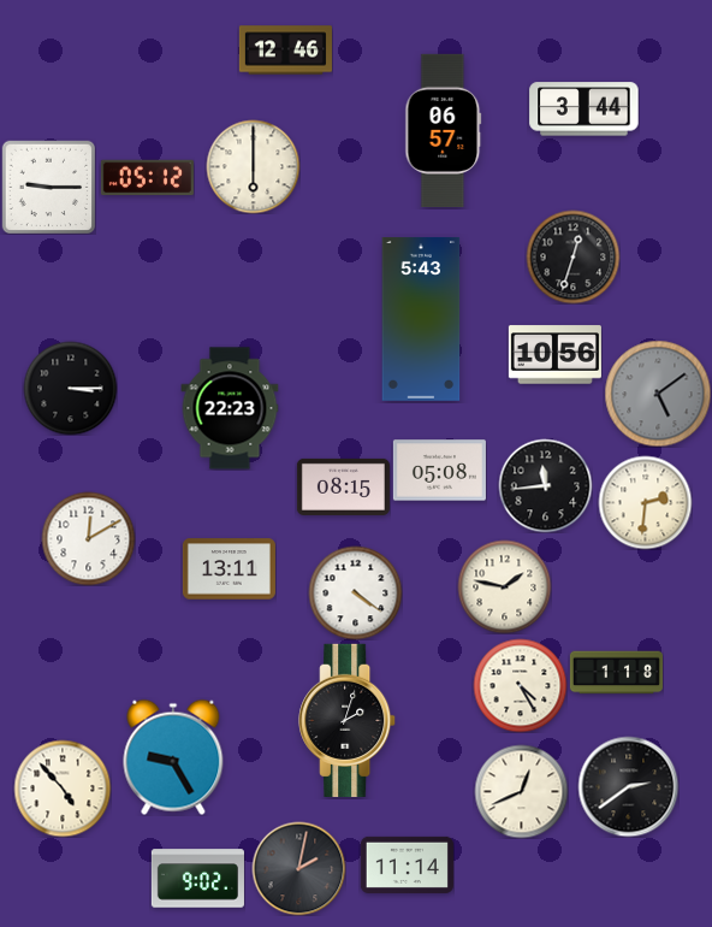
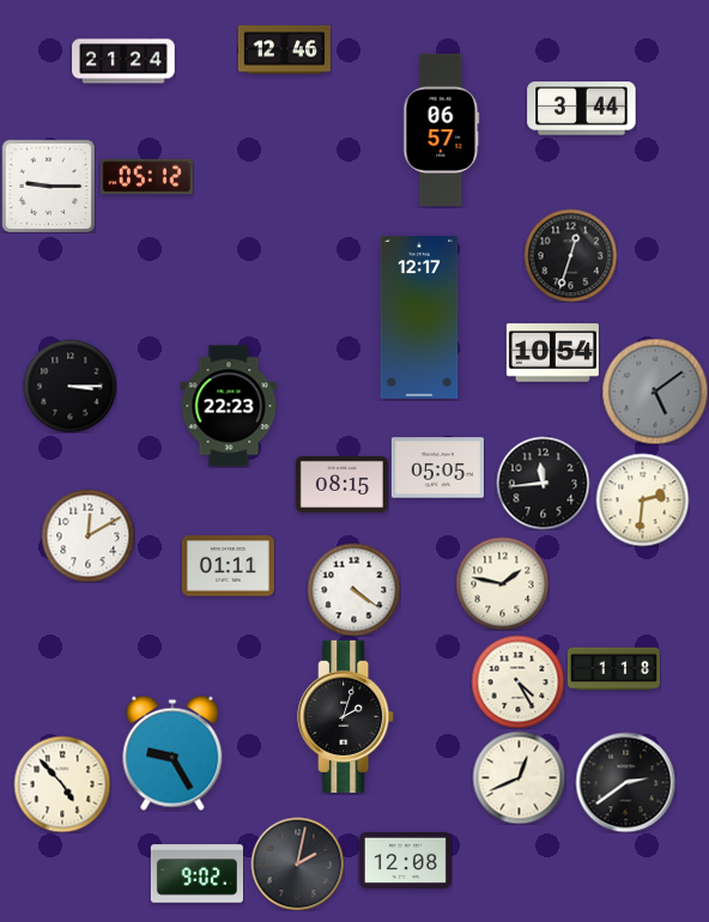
clock at (123, 61): none -> 21:24
clock at (253, 166): 6:00 -> none
clock at (421, 319): 5:43 -> 12:17
clock at (554, 355): 10:56 -> 10:54
clock at (439, 471): 05:08 -> 05:05
clock at (229, 569): 13:11 -> 01:11
clock at (521, 791) position: (521, 791) -> (519, 777)
clock at (407, 864): 11:14 -> 12:08
